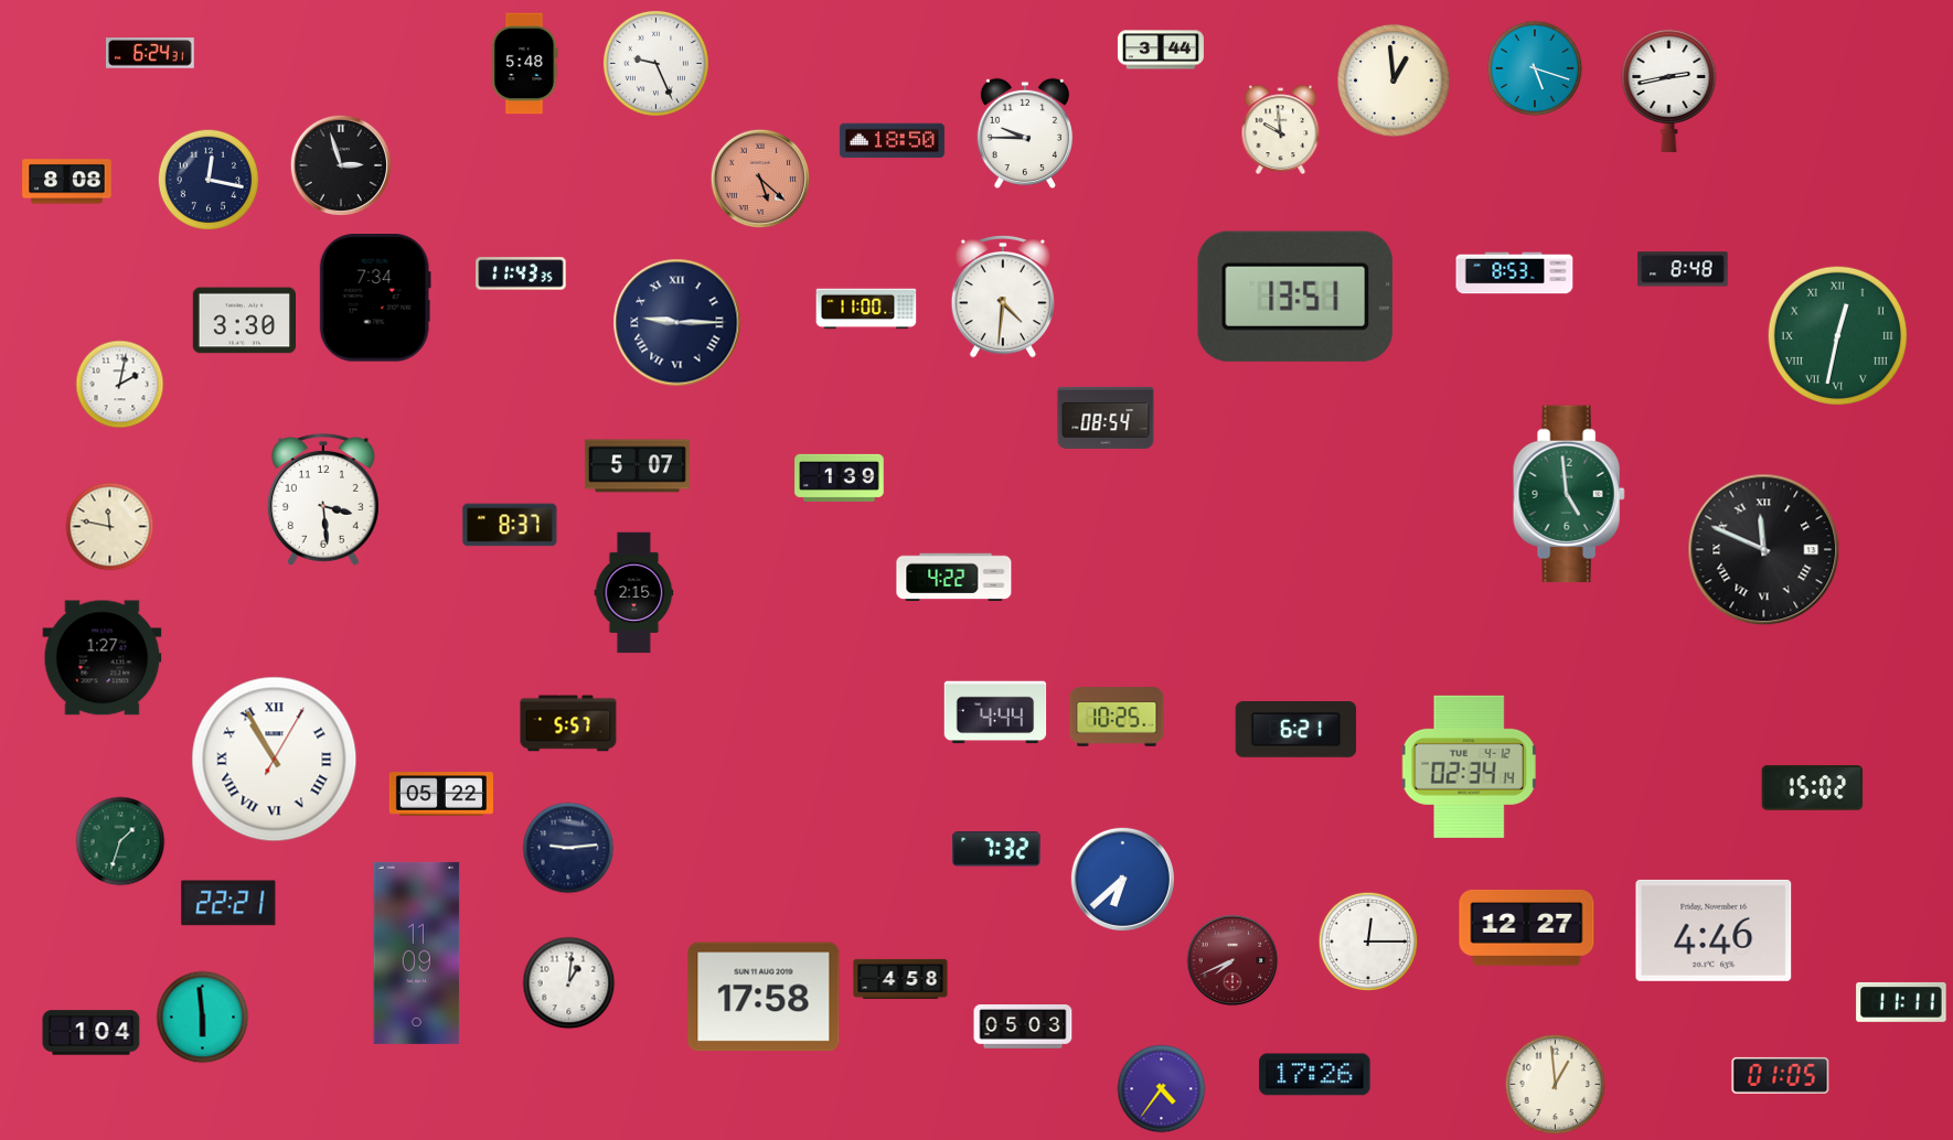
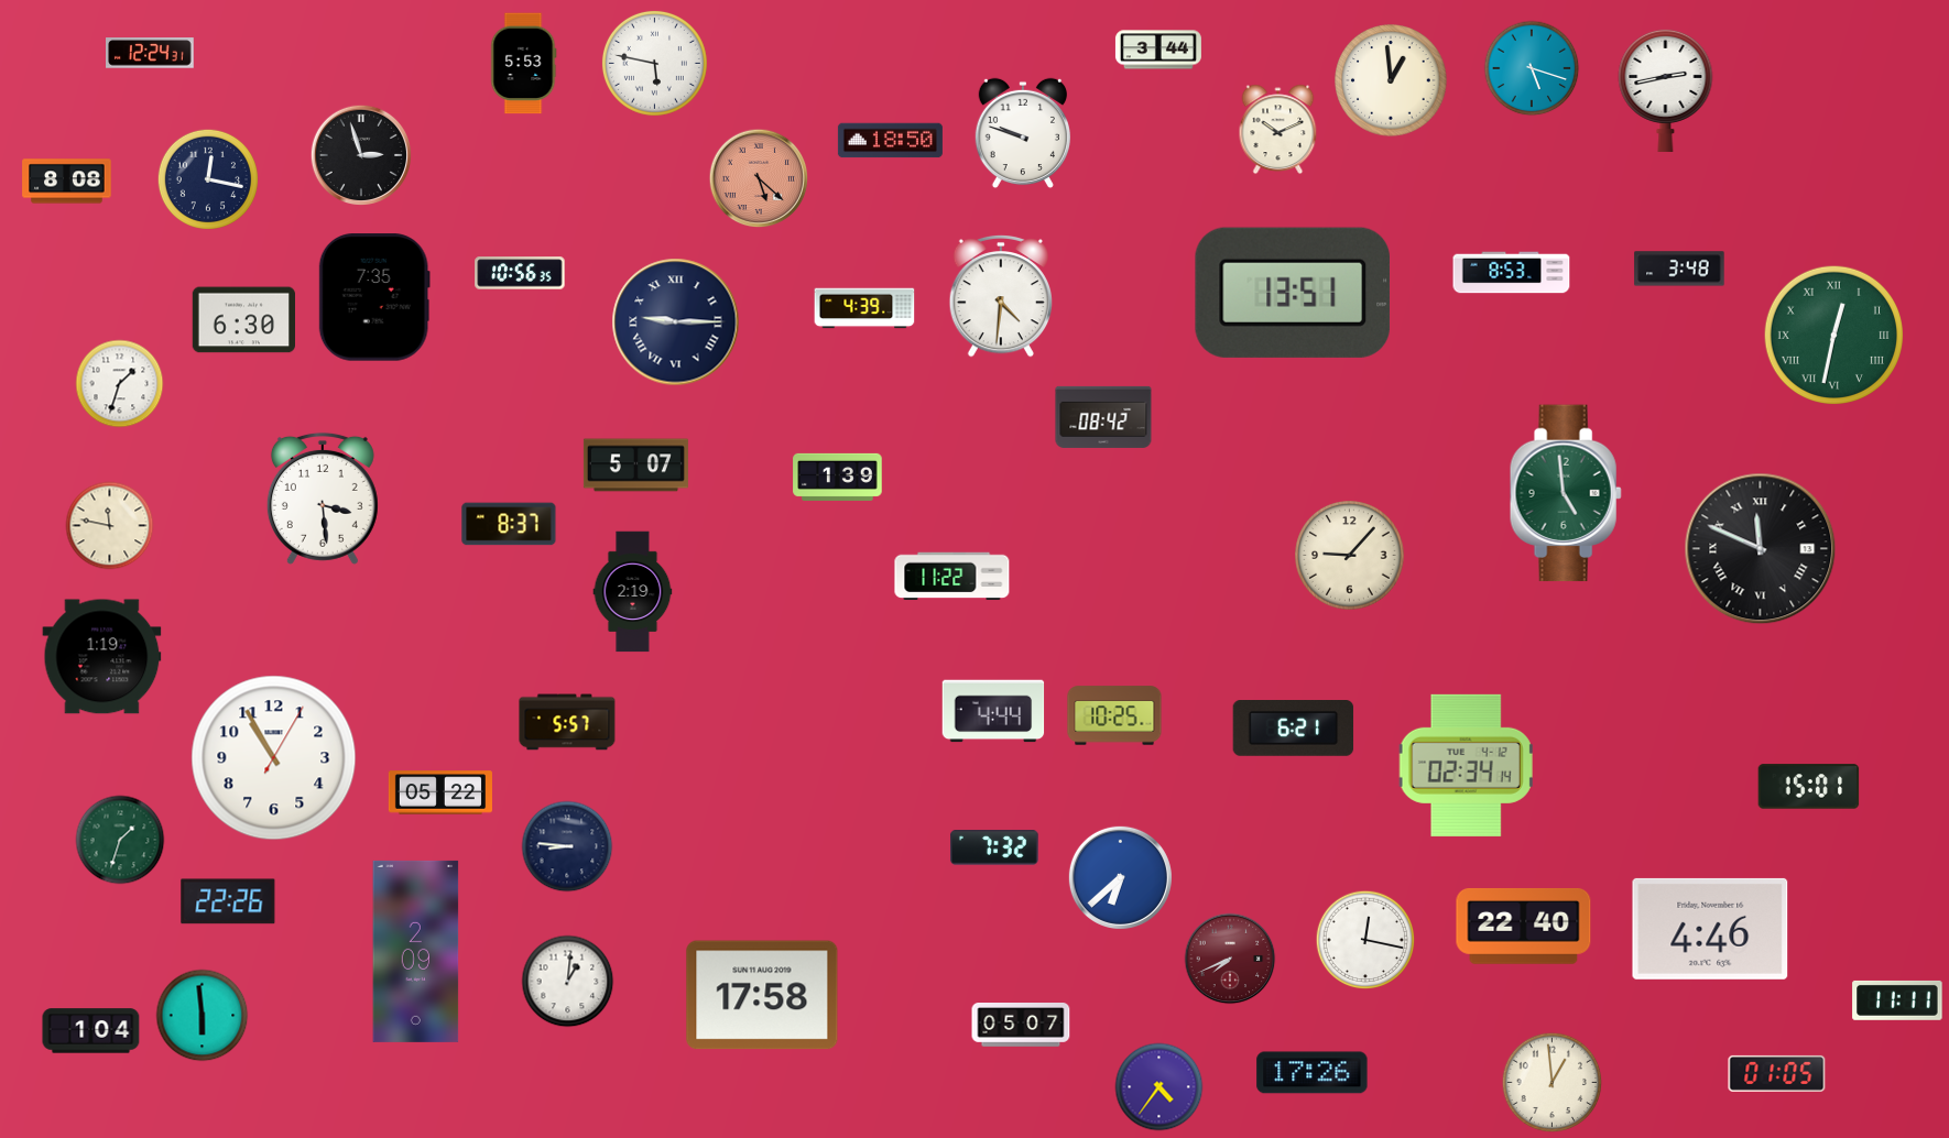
clock at (151, 53): 6:24 -> 12:24
clock at (655, 63): 9:26 -> 5:47
clock at (525, 64): 5:48 -> 5:53
clock at (1281, 130): 9:59 -> 10:11
clock at (1025, 133): 9:45 -> 9:48
clock at (340, 164) position: (340, 164) -> (360, 154)
clock at (1683, 269): 8:48 -> 3:48
clock at (521, 273): 11:43 -> 10:56
clock at (1294, 297) position: (1294, 297) -> (1292, 293)
clock at (375, 298): 7:34 -> 7:35
clock at (866, 309): 11:00 -> 4:39
clock at (244, 321): 3:30 -> 6:30
clock at (120, 385): 2:02 -> 1:33
clock at (1106, 418): 08:54 -> 08:42
clock at (1350, 556): none -> 9:07
clock at (954, 578): 4:22 -> 11:22
clock at (634, 593): 2:15 -> 2:19
clock at (103, 658): 1:27 -> 1:19
clock at (275, 760) numerals: Roman -> Arabic
clock at (1813, 788): 15:02 -> 15:01
clock at (568, 848): 9:14 -> 8:46
clock at (228, 903): 22:21 -> 22:26
clock at (1527, 927): 12:27 -> 22:40
clock at (1368, 942): 12:15 -> 12:17
clock at (417, 953): 11:09 -> 2:09
clock at (900, 979): 4:58 -> none
clock at (1023, 1028): 05:03 -> 05:07
